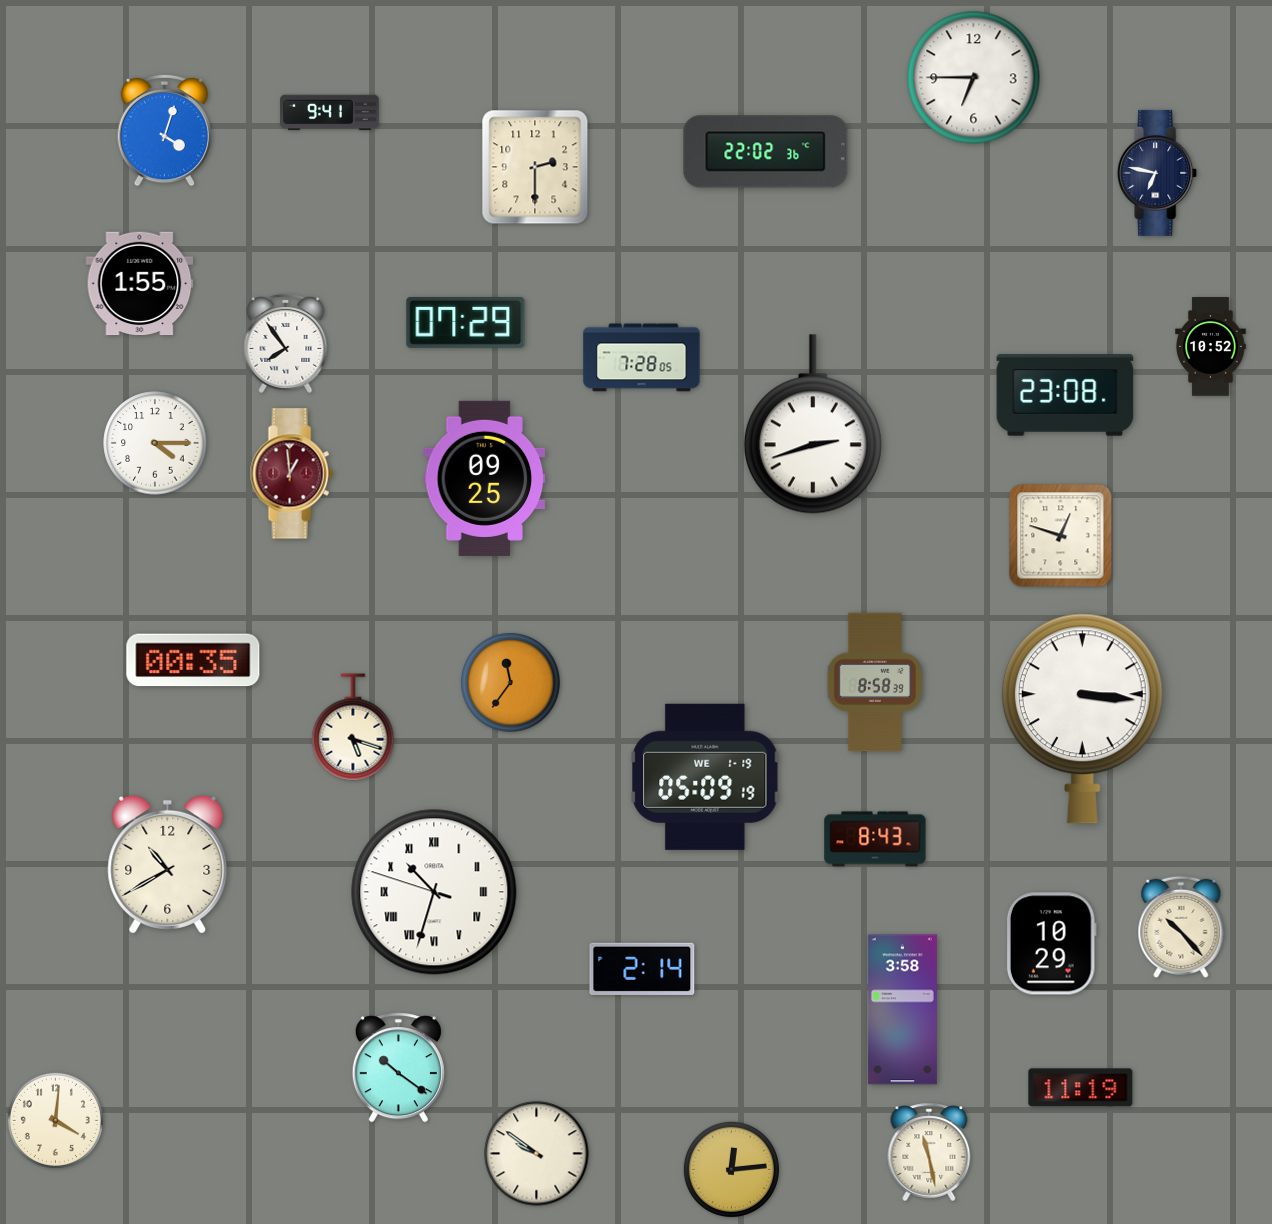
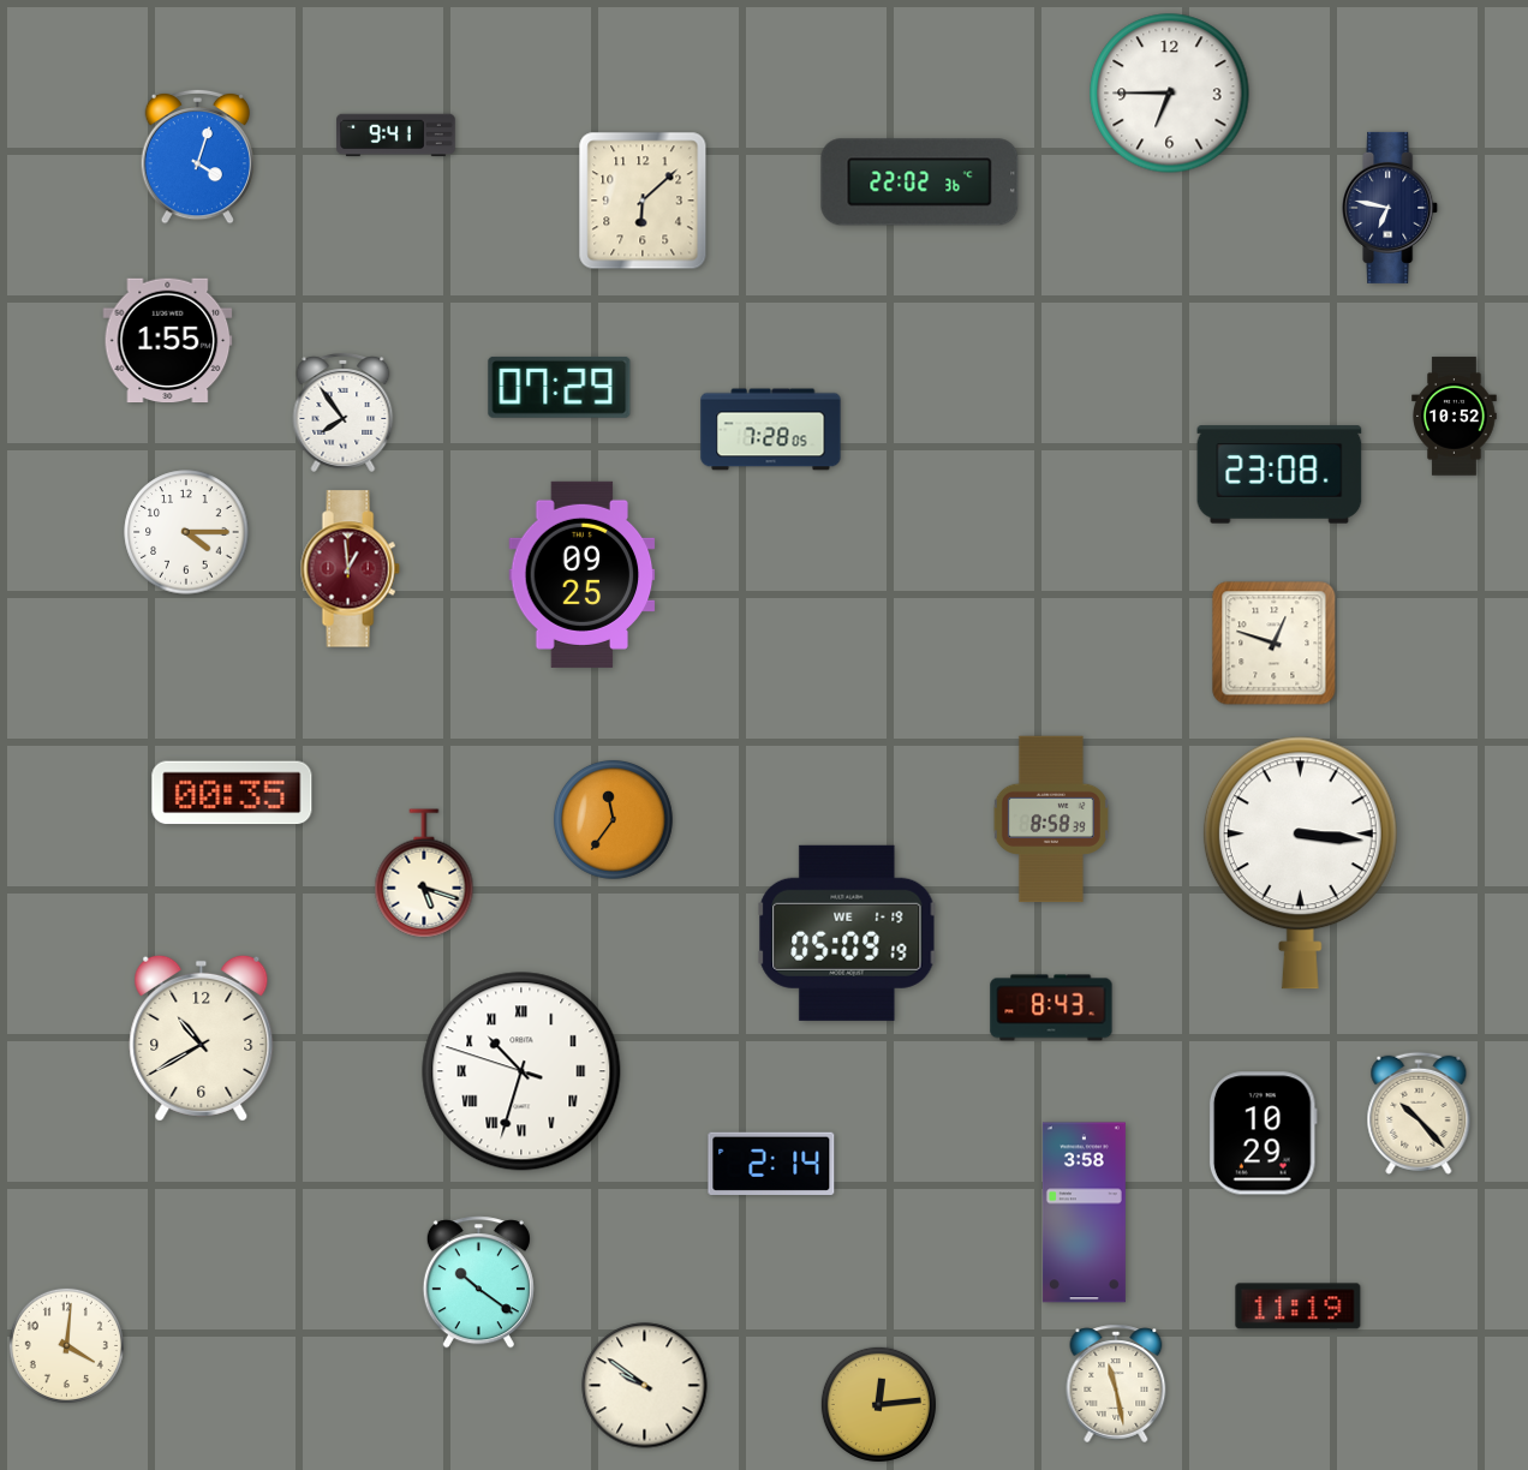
clock at (535, 167): 2:30 -> 6:08
clock at (813, 424): 2:42 -> none
